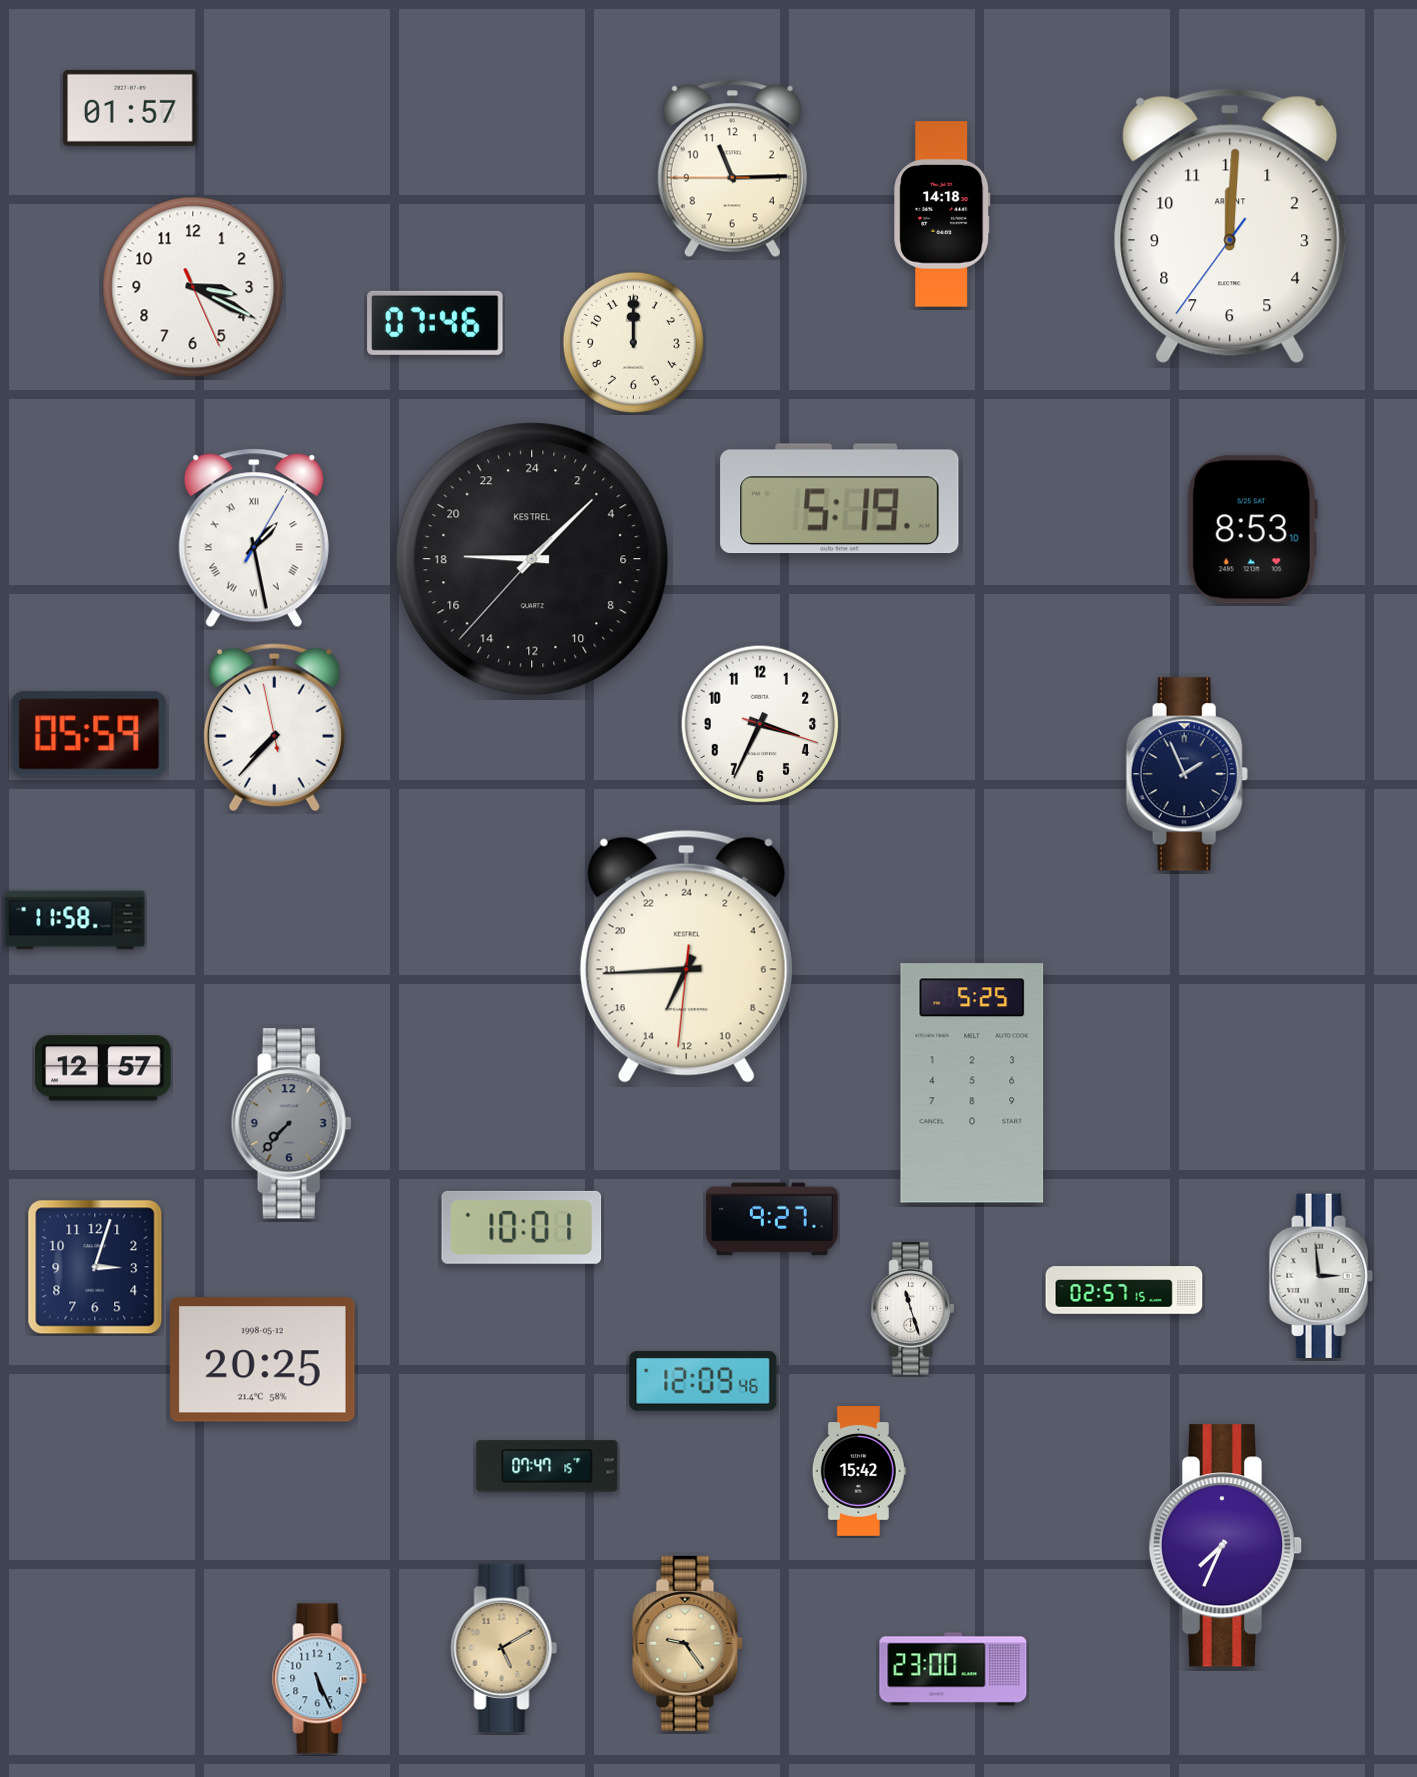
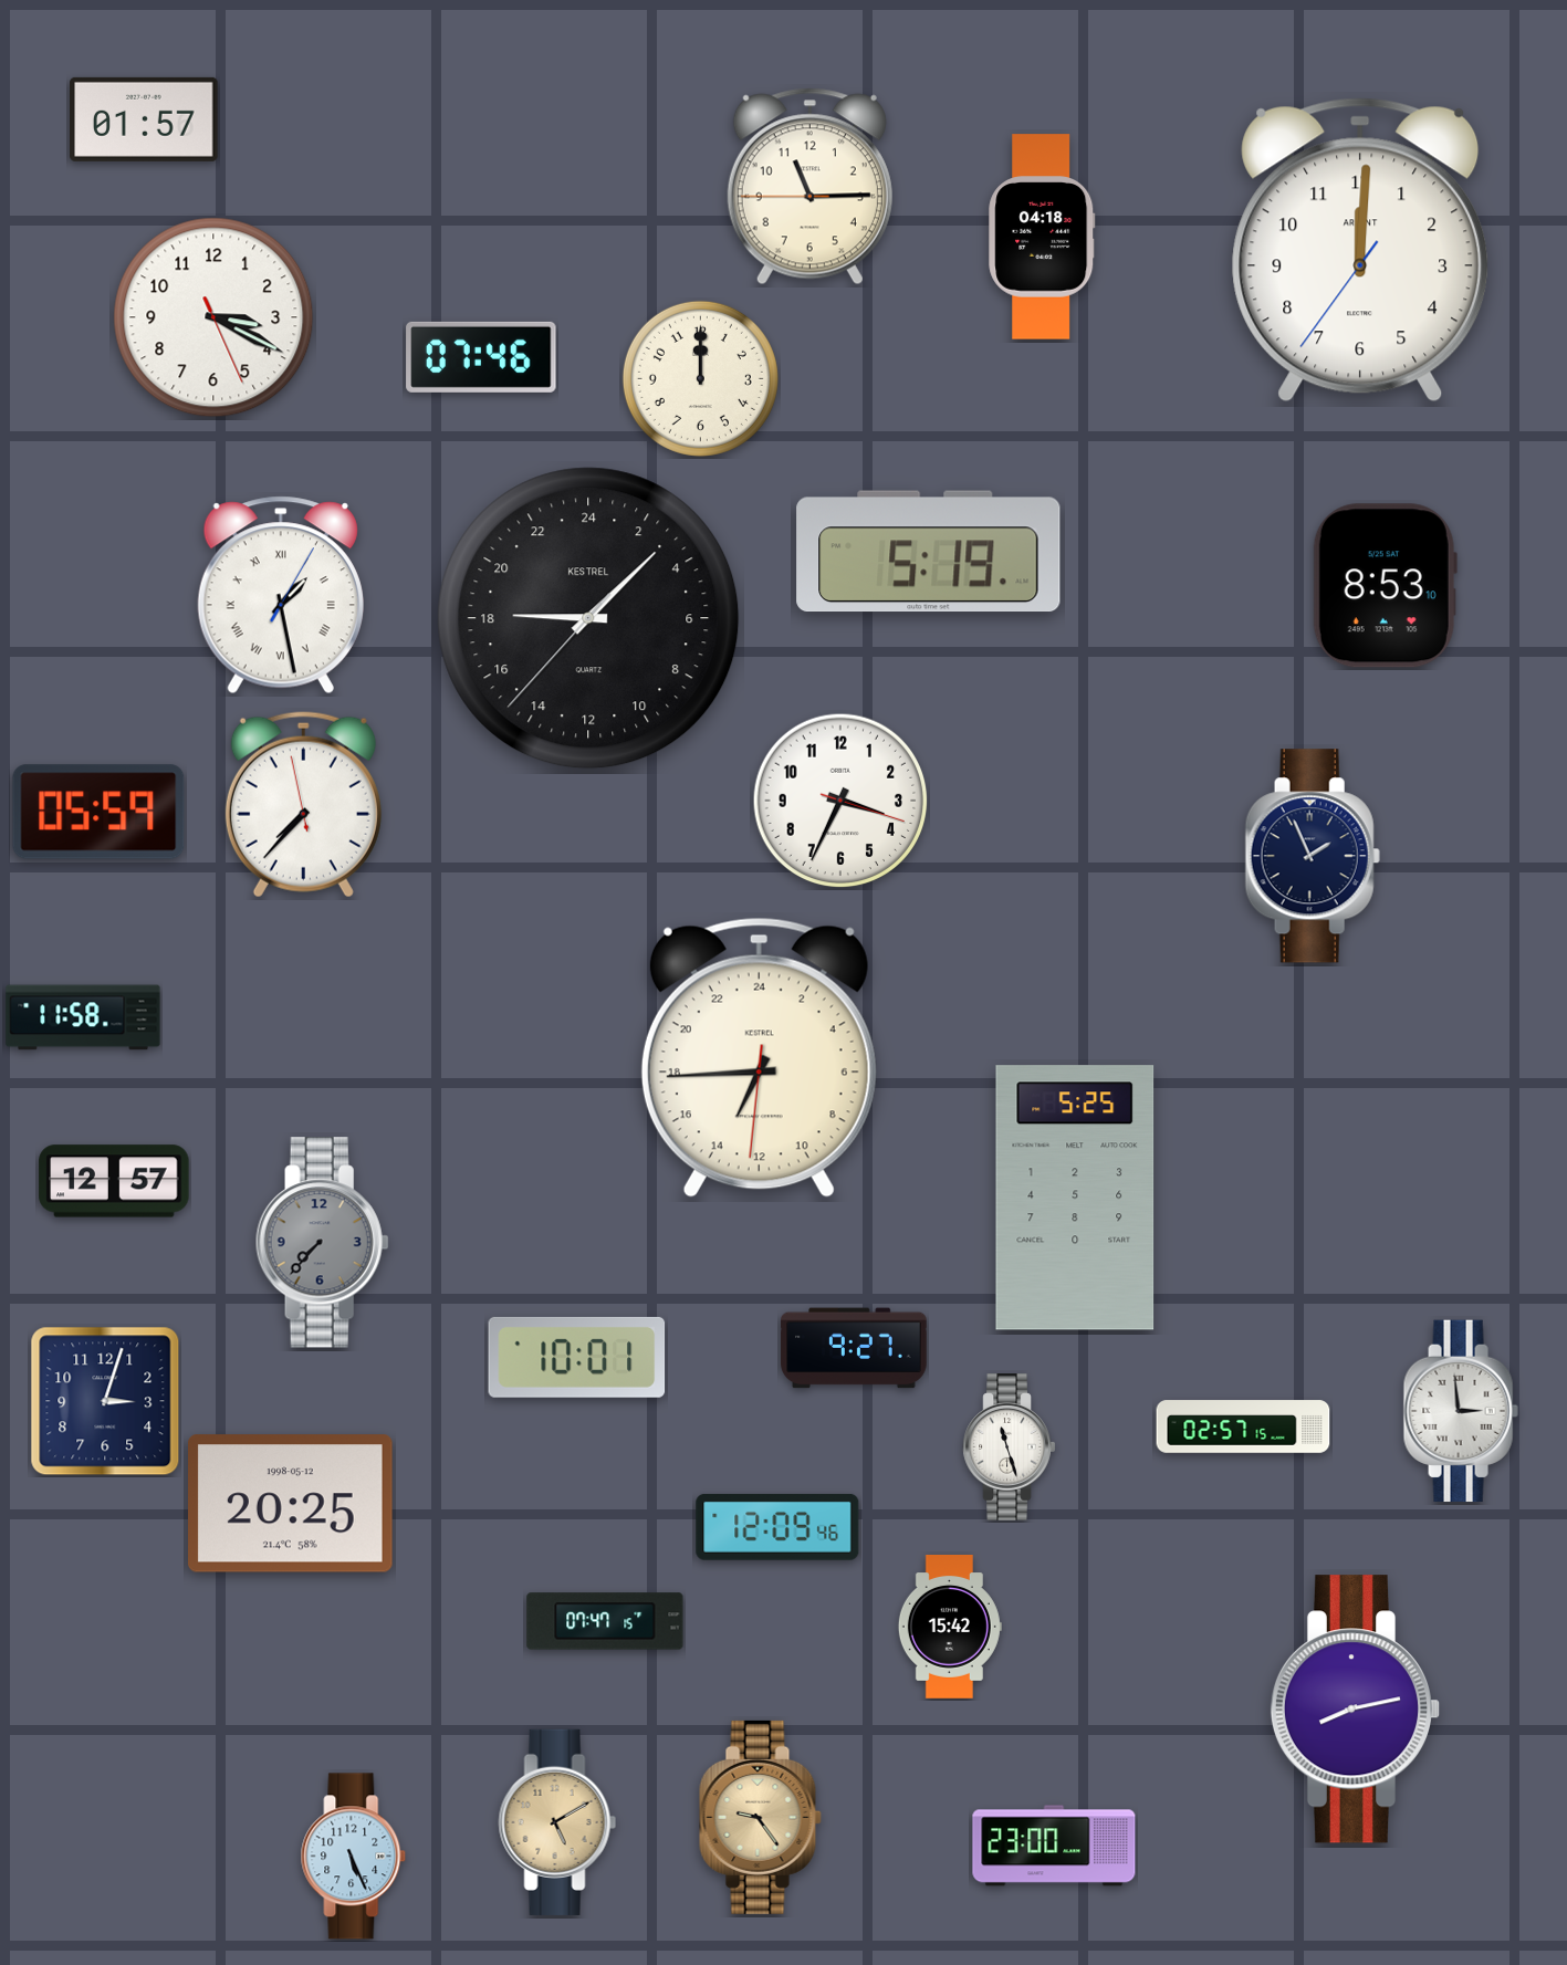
clock at (942, 214): 14:18 -> 04:18
clock at (1226, 1546): 7:34 -> 8:13
